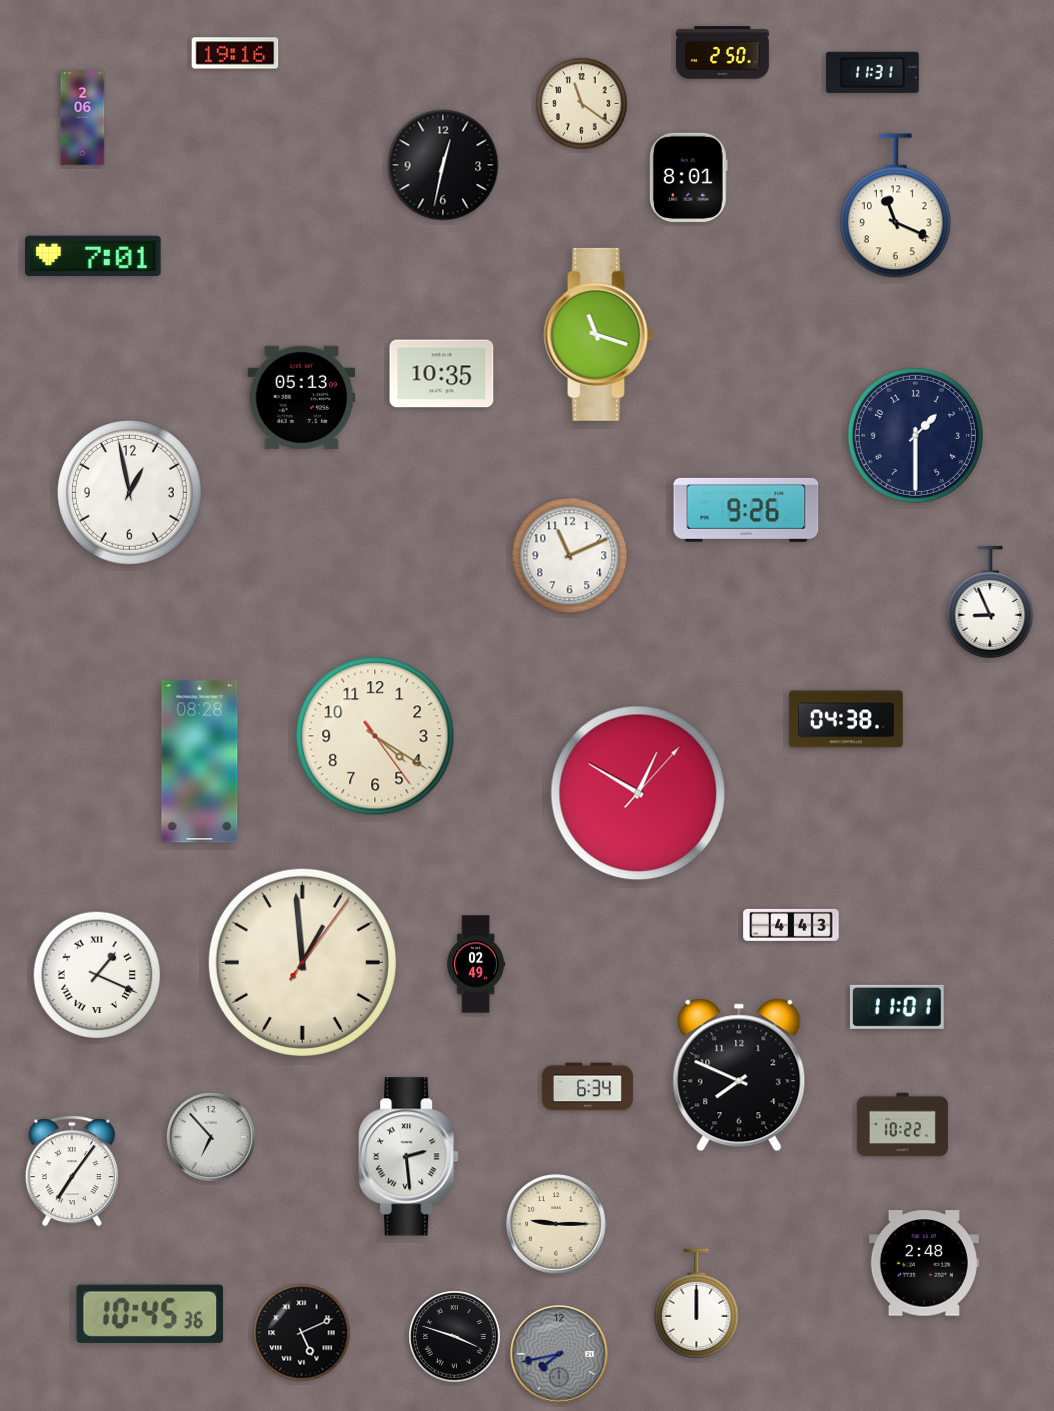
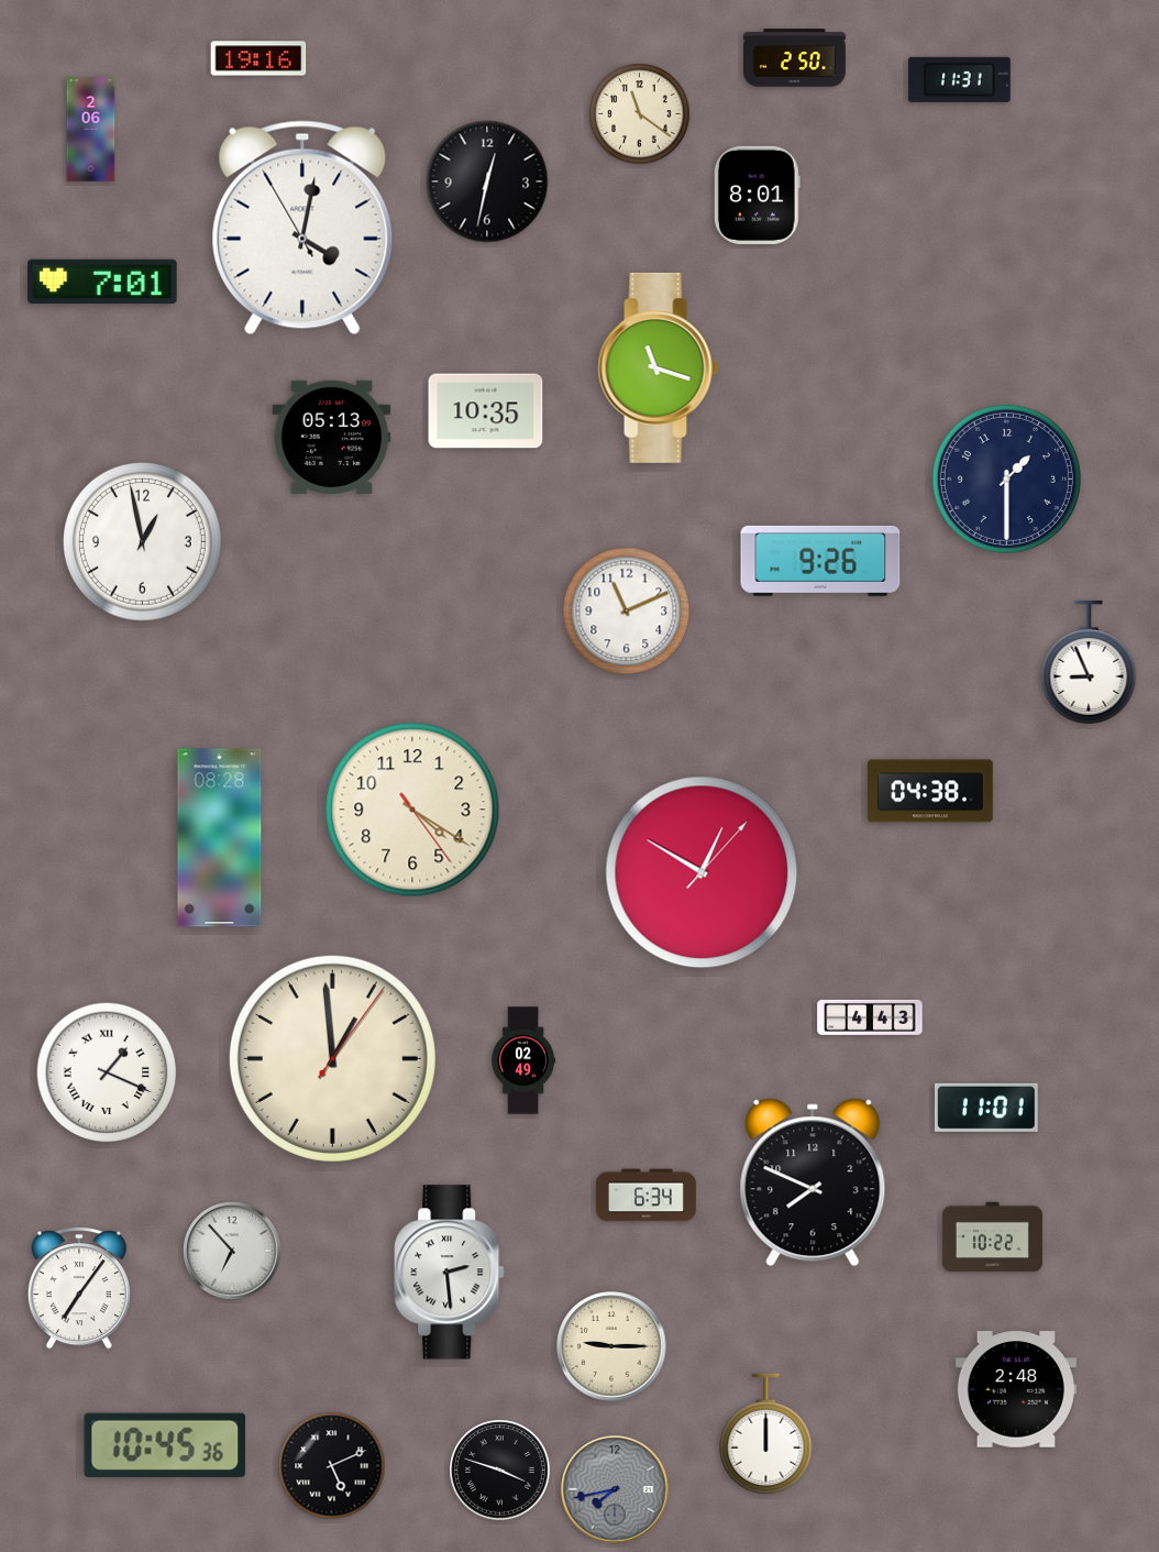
clock at (895, 206): 11:19 -> none
clock at (302, 228): none -> 4:01
